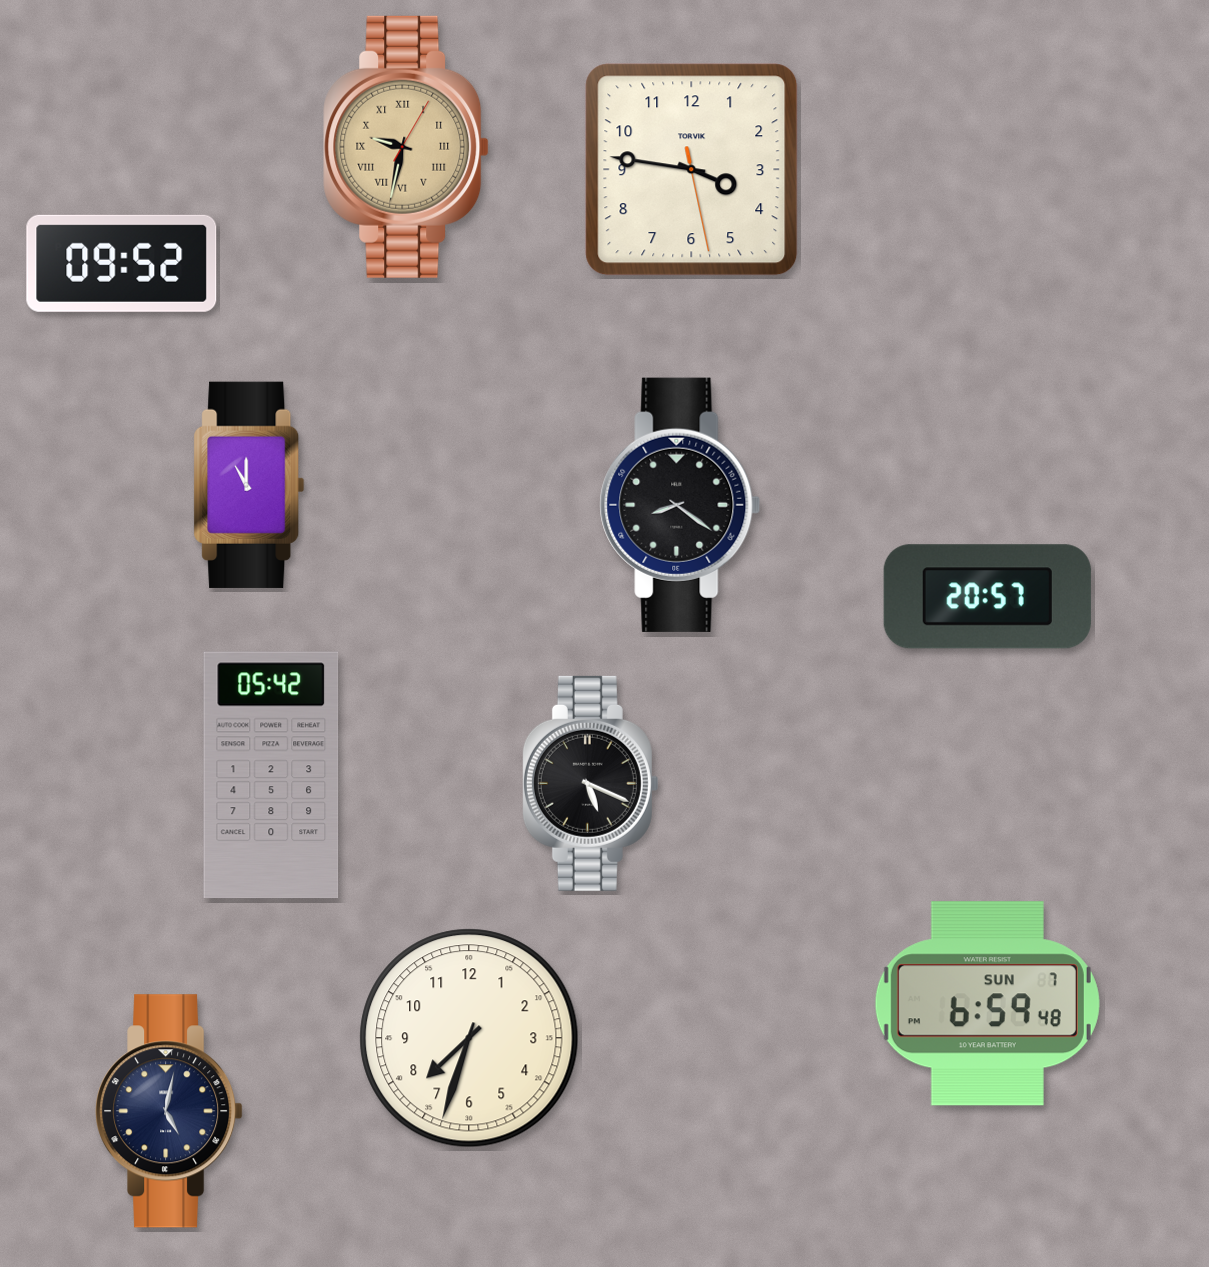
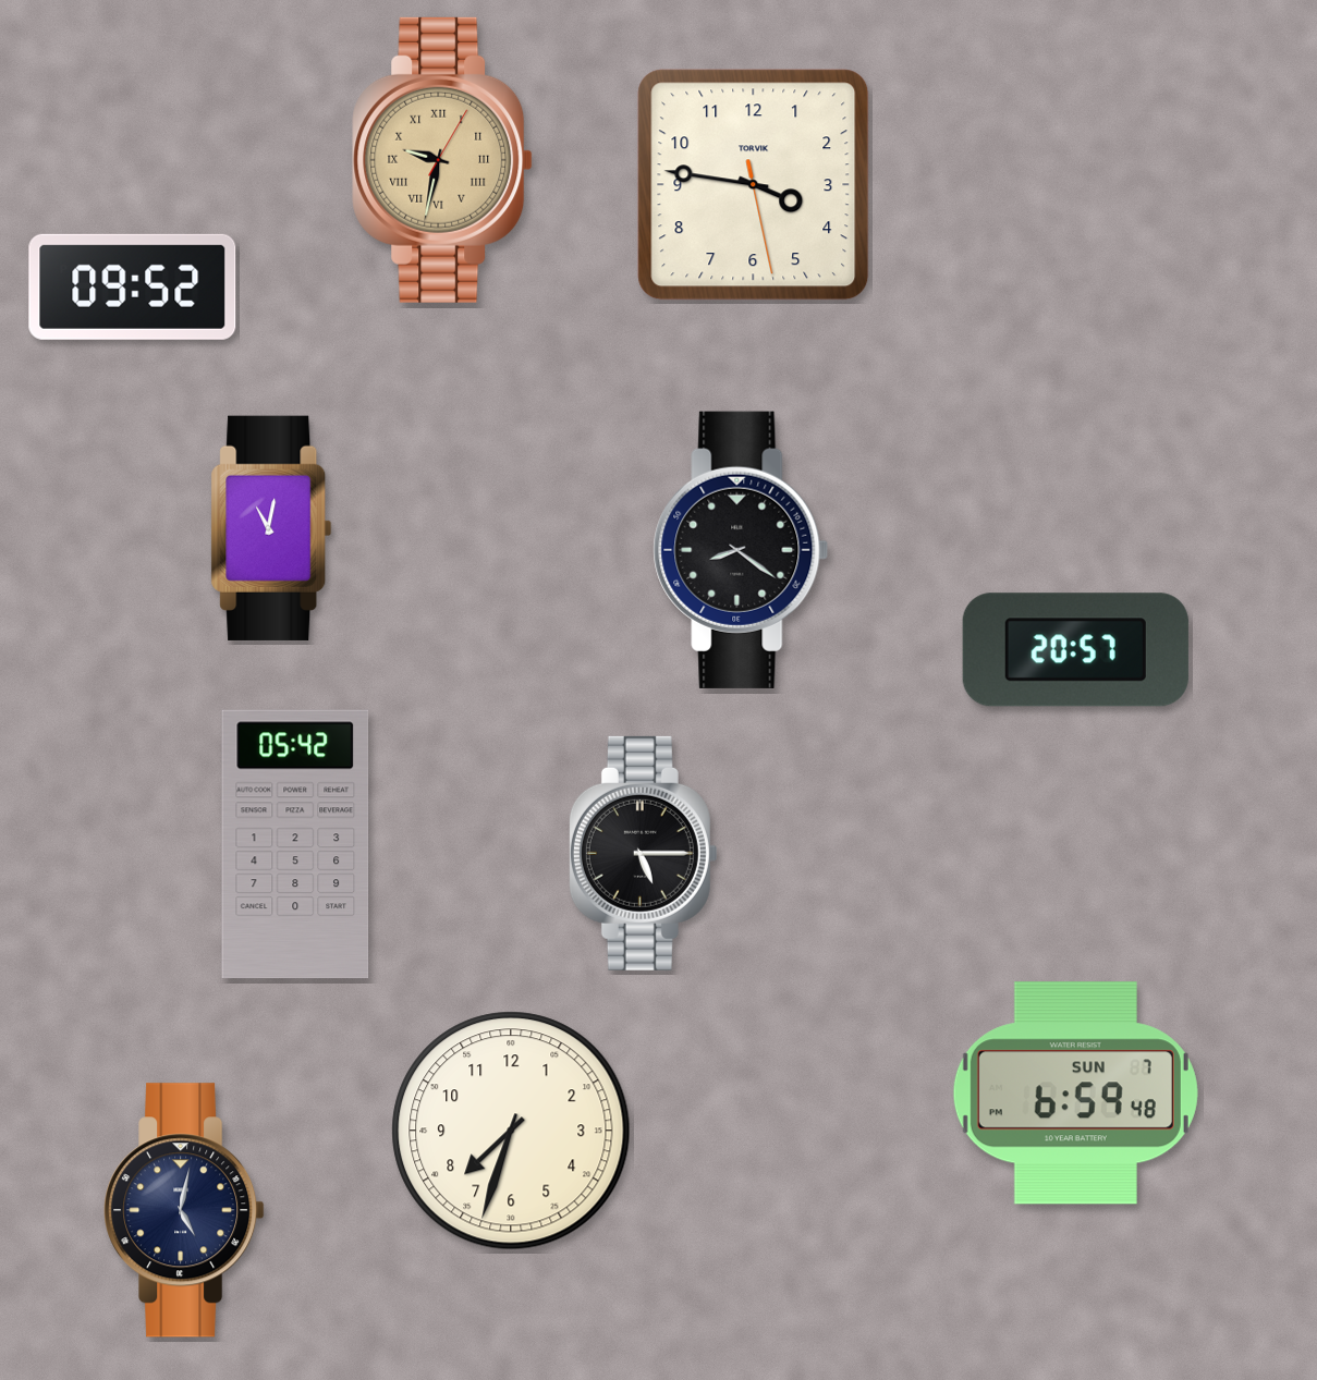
clock at (249, 485): 11:00 -> 11:02
clock at (590, 783): 5:19 -> 5:15
